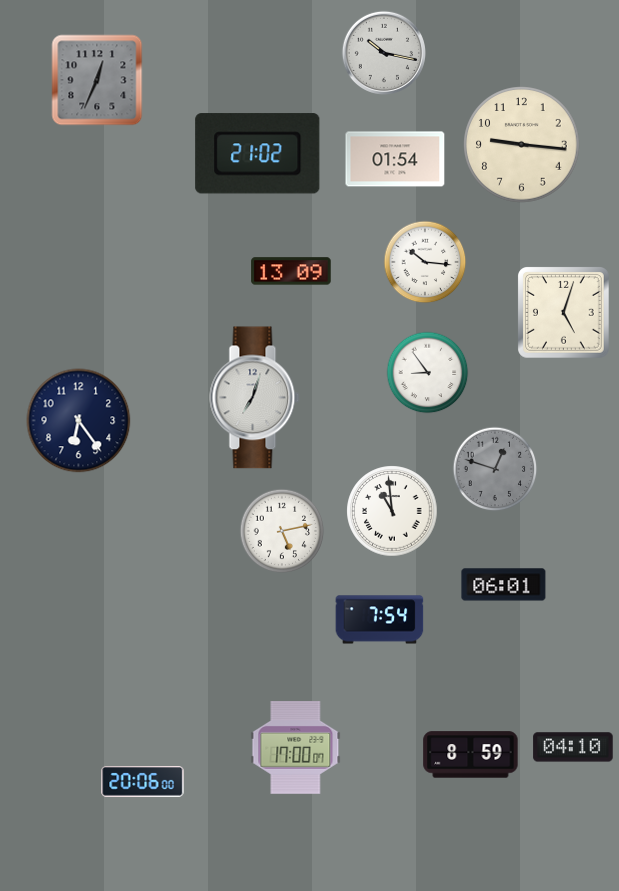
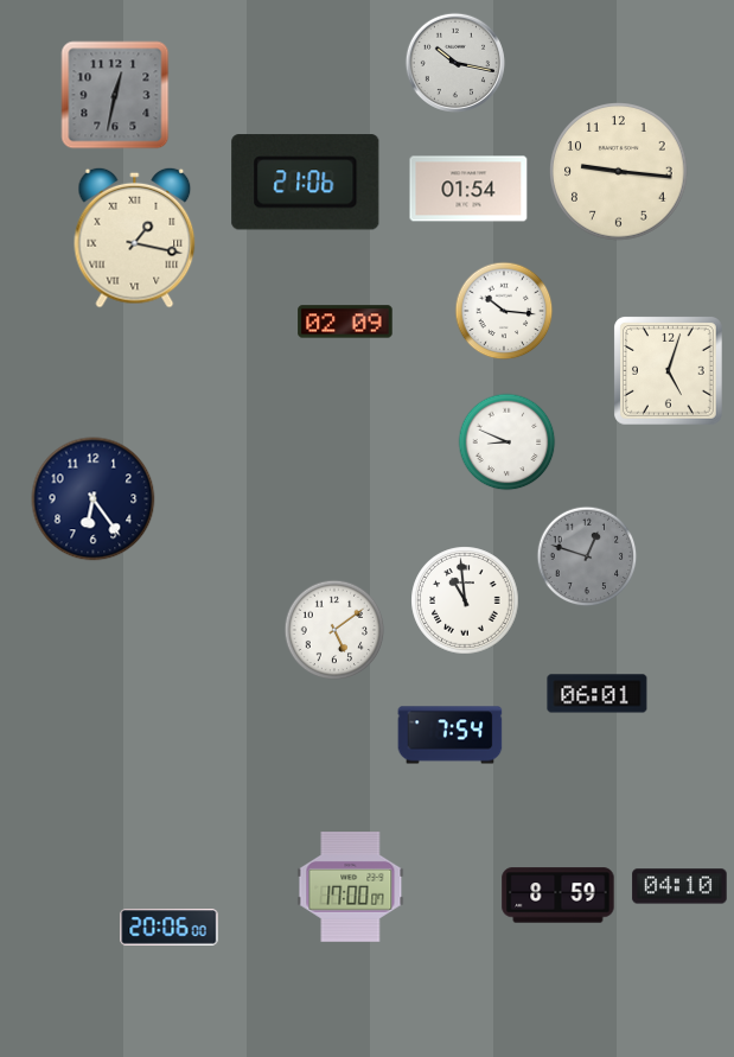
clock at (97, 80): 12:34 -> 12:32
clock at (258, 154): 21:02 -> 21:06
clock at (135, 237): none -> 1:17
clock at (291, 271): 13:09 -> 02:09
clock at (428, 373): 8:54 -> 8:49
clock at (255, 398): 7:03 -> none
clock at (392, 511) position: (392, 511) -> (465, 600)
clock at (282, 531): 5:13 -> 5:09
